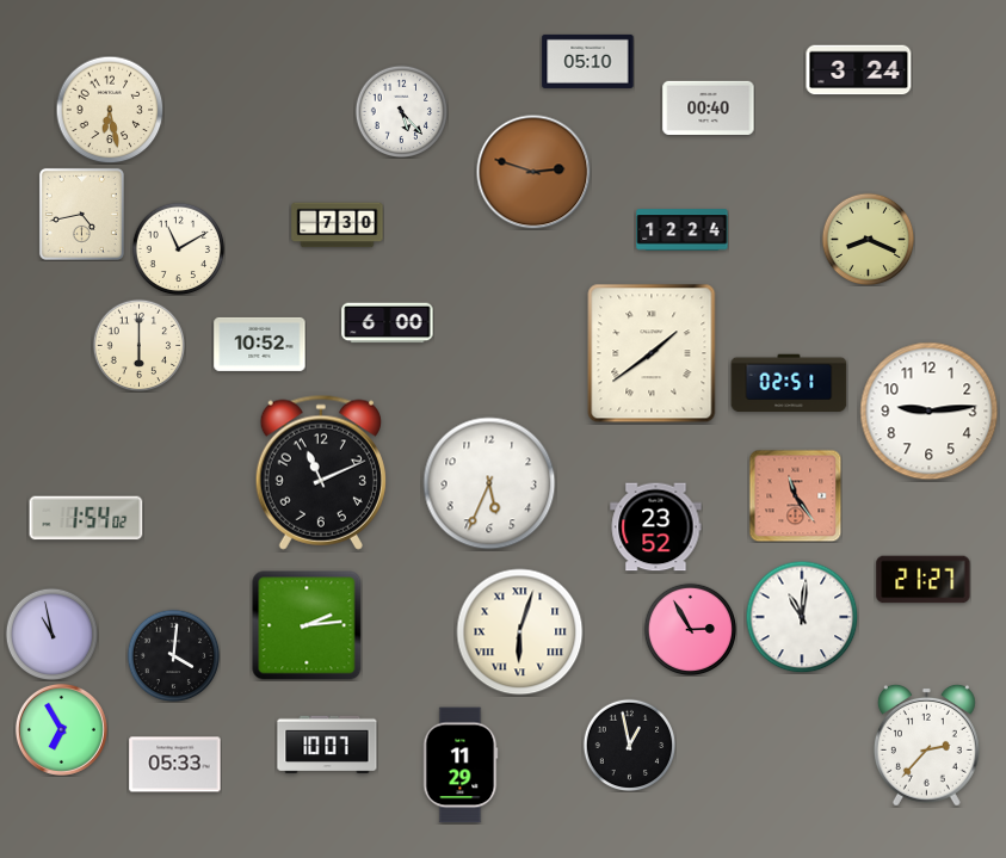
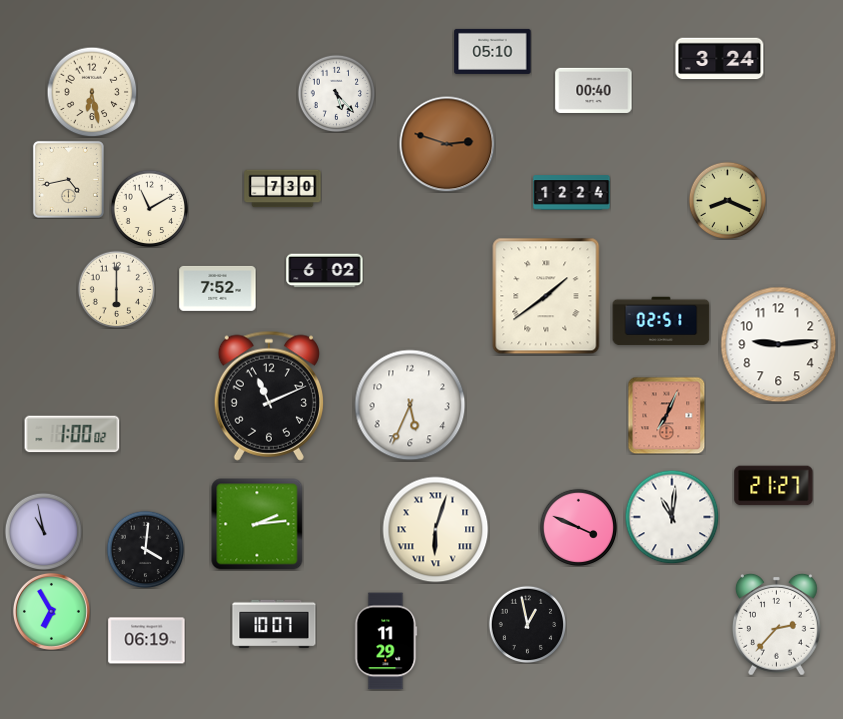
clock at (388, 323): 6:00 -> 6:02
clock at (260, 344): 10:52 -> 7:52
clock at (795, 495): 11:24 -> 7:04
clock at (86, 518): 1:54 -> 1:00
clock at (656, 527): 23:52 -> none
clock at (690, 629): 2:55 -> 3:49
clock at (175, 765): 05:33 -> 06:19
